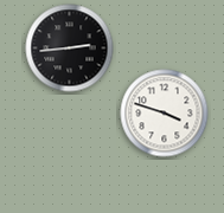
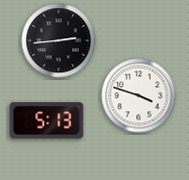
clock at (47, 121): none -> 5:13
